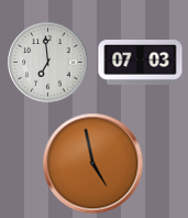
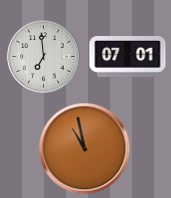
clock at (141, 63): 07:03 -> 07:01
clock at (93, 164): 4:58 -> 10:58
